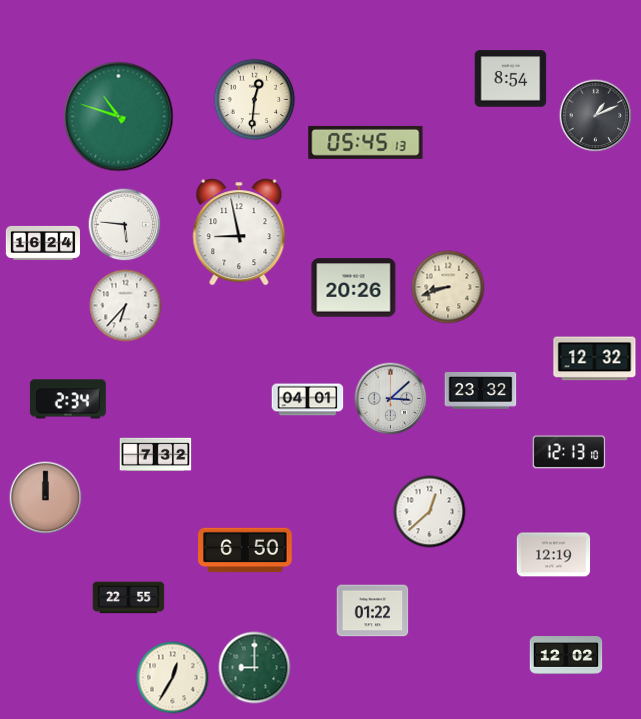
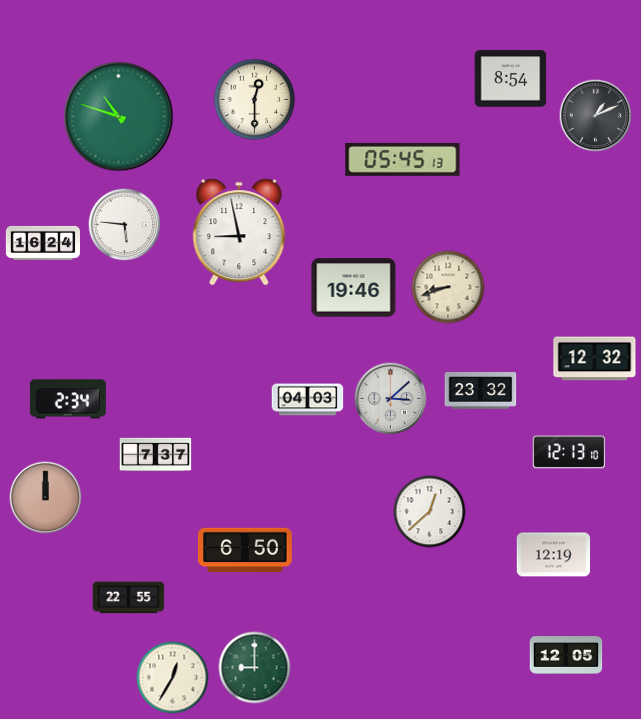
clock at (255, 100): 12:31 -> 12:30
clock at (366, 142) position: (366, 142) -> (403, 159)
clock at (354, 288): 20:26 -> 19:46
clock at (126, 306): 6:37 -> none
clock at (308, 400): 04:01 -> 04:03
clock at (156, 455): 7:32 -> 7:37
clock at (373, 611): 01:22 -> none
clock at (566, 655): 12:02 -> 12:05
